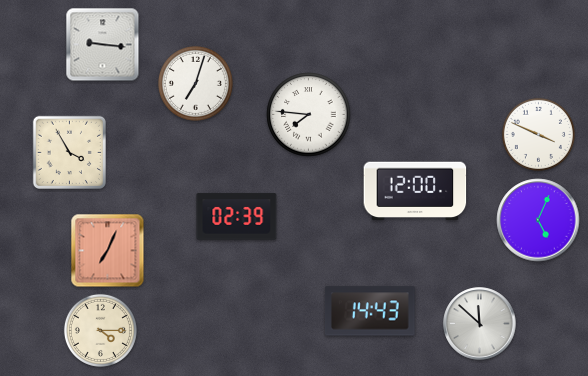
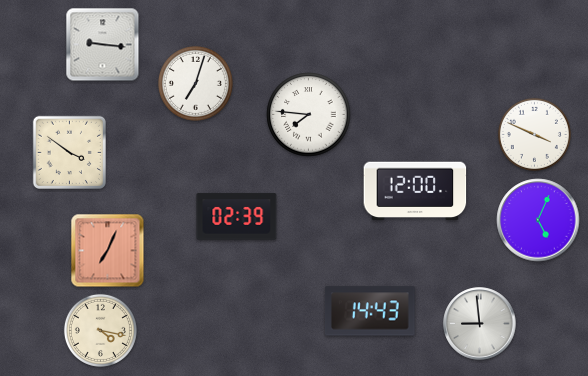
clock at (538, 134) position: (538, 134) -> (534, 134)
clock at (69, 152): 3:55 -> 3:51
clock at (480, 324): 11:52 -> 8:59
clock at (100, 330): 4:15 -> 4:17
